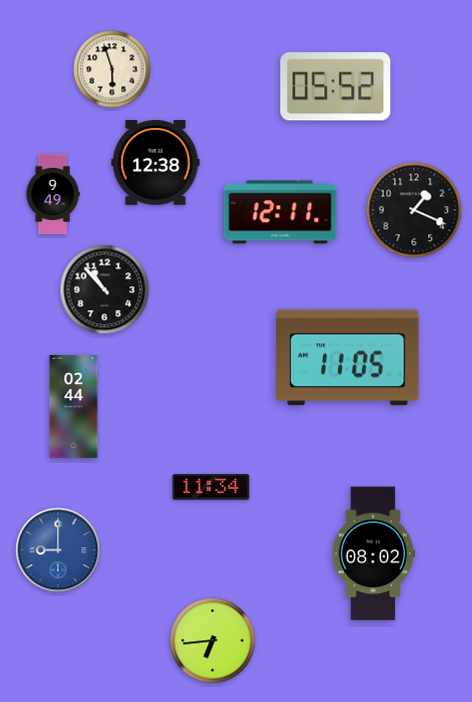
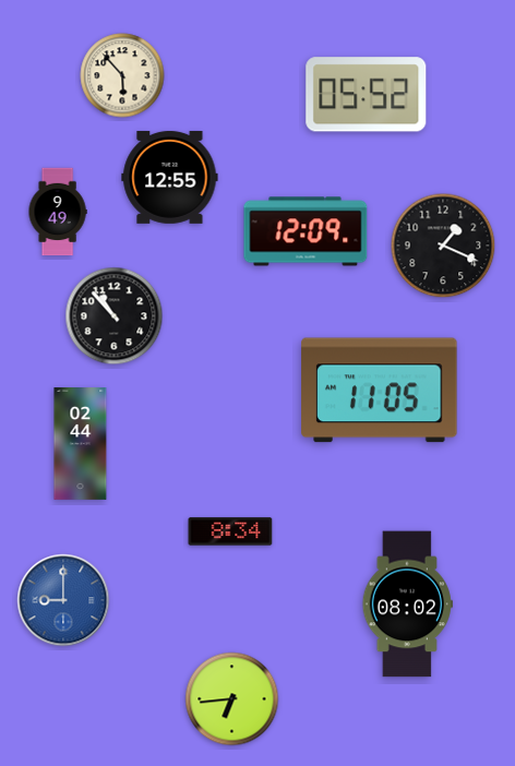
clock at (112, 69): 5:57 -> 5:53
clock at (156, 162): 12:38 -> 12:55
clock at (414, 210) position: (414, 210) -> (443, 246)
clock at (280, 212): 12:11 -> 12:09
clock at (211, 487): 11:34 -> 8:34
